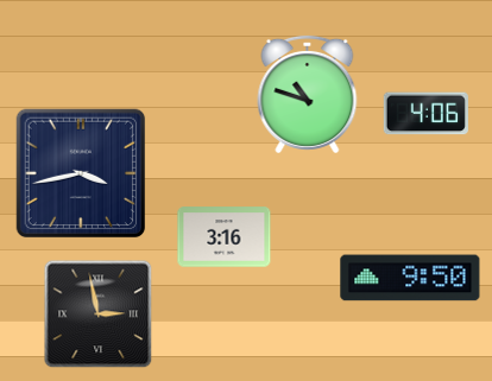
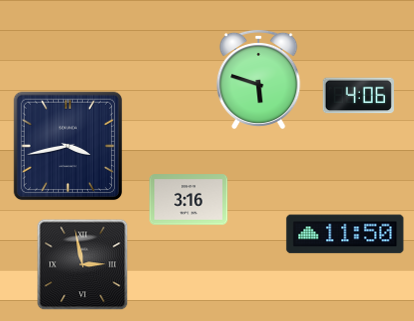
clock at (308, 94): 10:48 -> 5:48
clock at (410, 278): 9:50 -> 11:50
